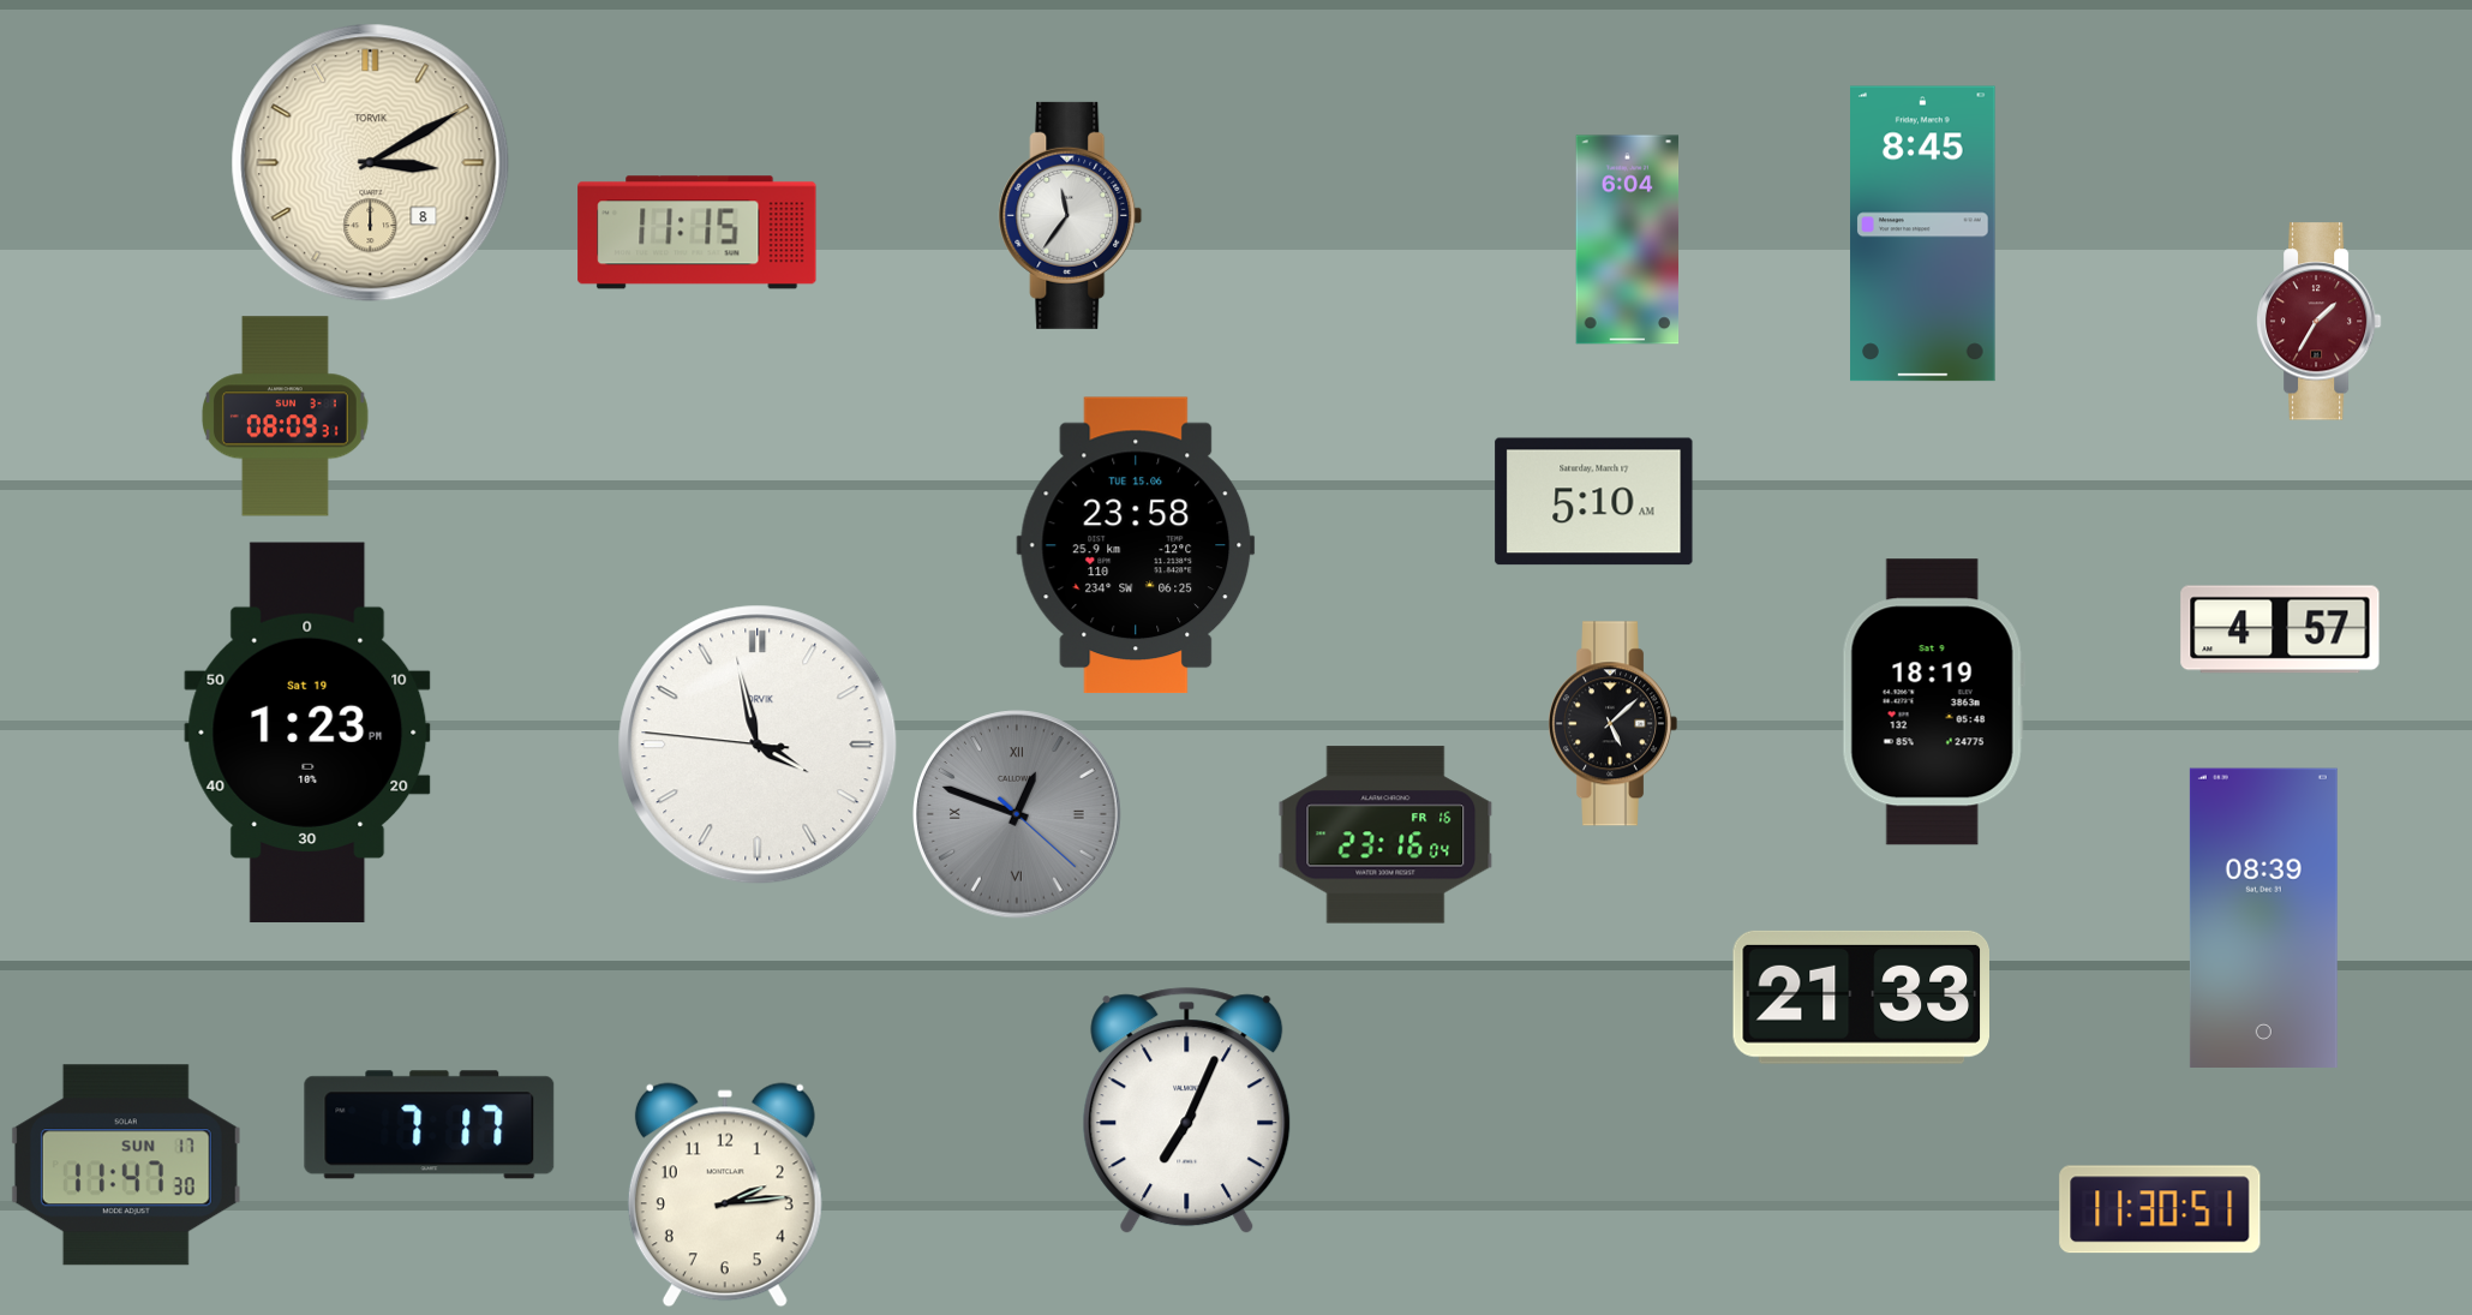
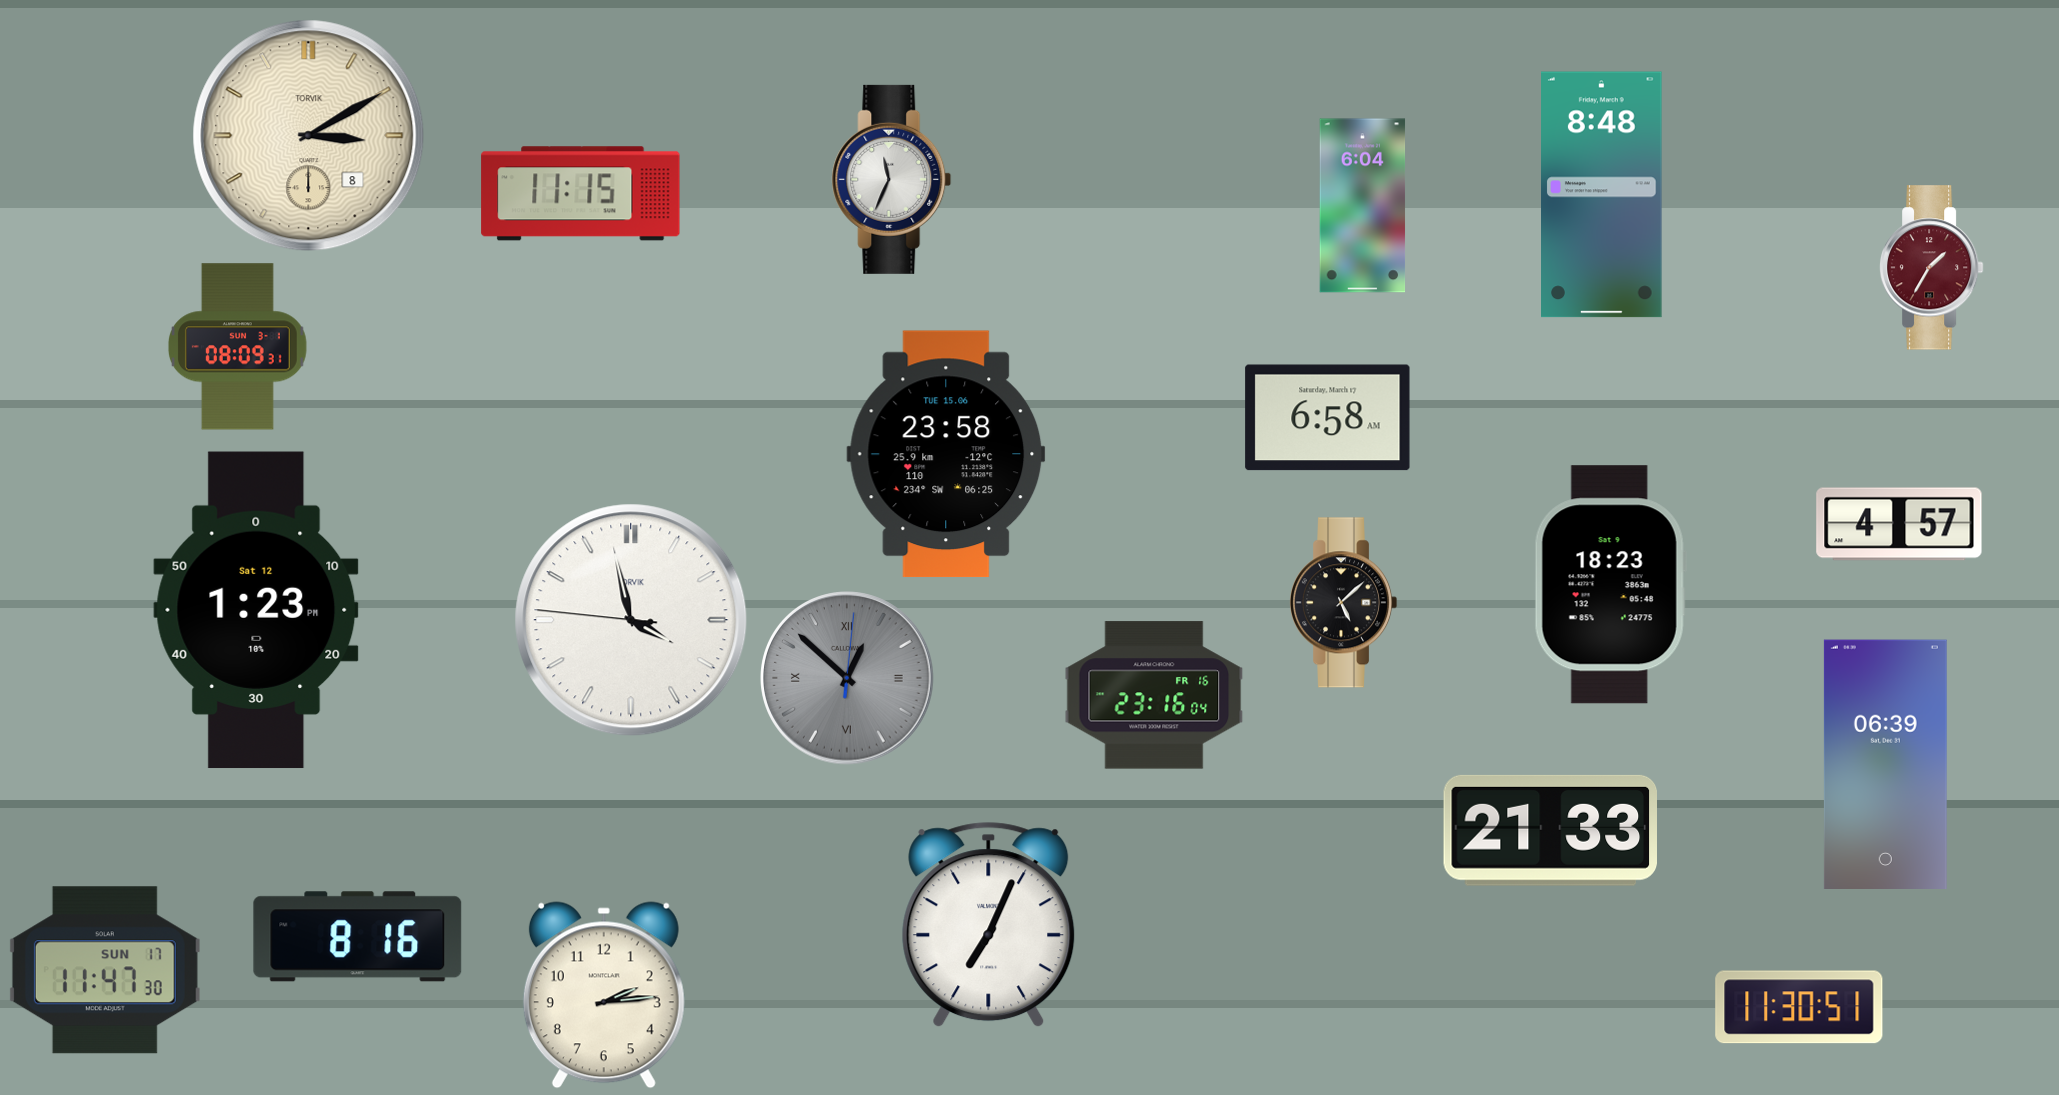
clock at (1071, 215): 11:36 -> 11:34
clock at (1923, 234): 8:45 -> 8:48
clock at (1628, 240) position: (1628, 240) -> (1363, 206)
clock at (1594, 502): 5:10 -> 6:58
clock at (1933, 703): 18:19 -> 18:23
clock at (307, 733) date: Sat 19 -> Sat 12
clock at (1017, 814): 12:48 -> 12:52
clock at (2263, 917): 08:39 -> 06:39
clock at (430, 1125): 7:17 -> 8:16
